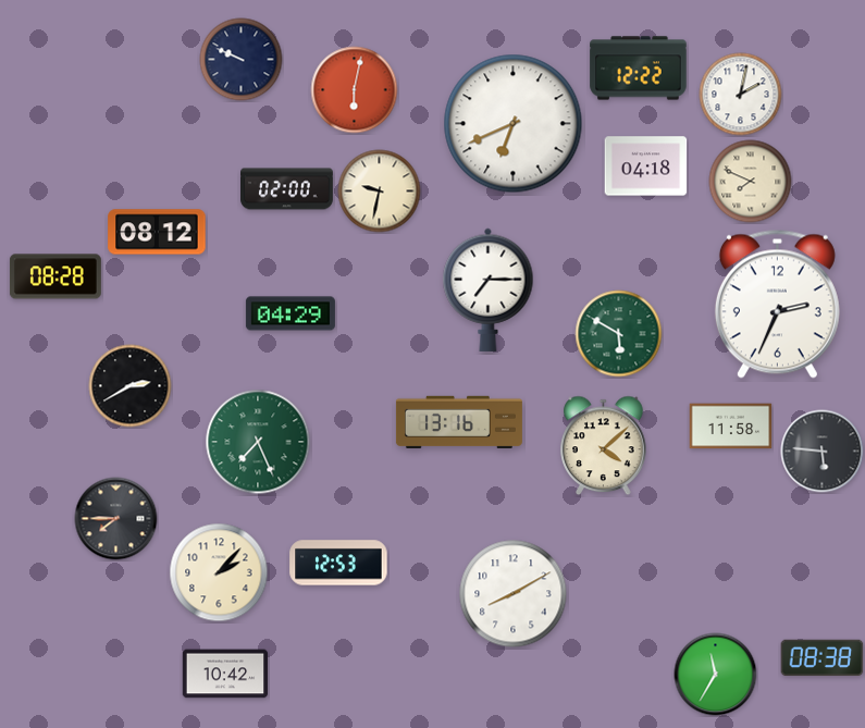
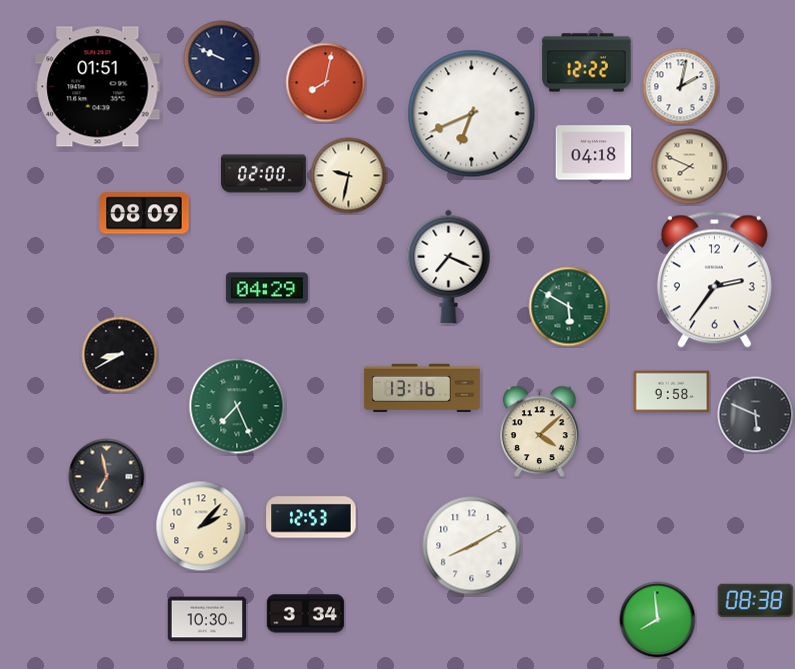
clock at (242, 60) position: (242, 60) -> (222, 59)
clock at (355, 90): 6:02 -> 8:02
clock at (98, 87): none -> 01:51
clock at (157, 232): 08:12 -> 08:09
clock at (55, 276): 08:28 -> none
clock at (489, 289): 7:15 -> 7:19
clock at (777, 304): 2:34 -> 2:36
clock at (131, 386): 2:40 -> 8:40
clock at (731, 427): 11:58 -> 9:58
clock at (604, 446) position: (604, 446) -> (540, 432)
clock at (823, 452): 5:46 -> 5:49
clock at (116, 519): 7:45 -> 6:58
clock at (823, 657) position: (823, 657) -> (756, 600)
clock at (306, 614): none -> 3:34
clock at (225, 674): 10:42 -> 10:30
clock at (716, 675): 11:35 -> 7:59
